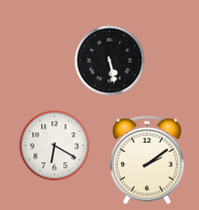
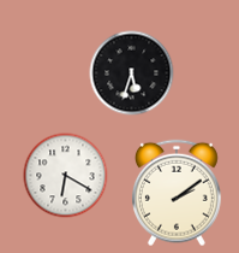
clock at (110, 61): 5:28 -> 5:33
